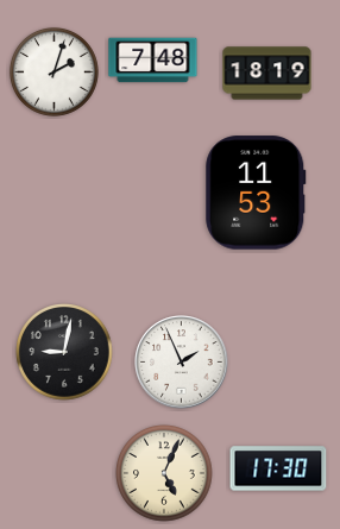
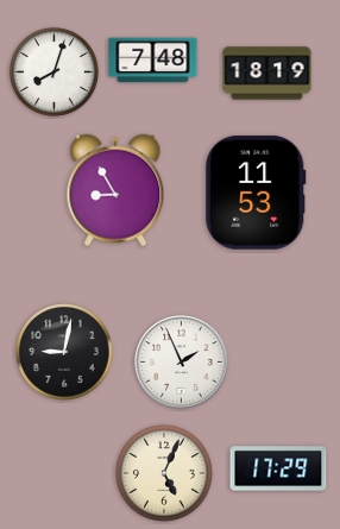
clock at (53, 71): 2:03 -> 8:03
clock at (115, 190): none -> 8:55
clock at (278, 468): 17:30 -> 17:29
